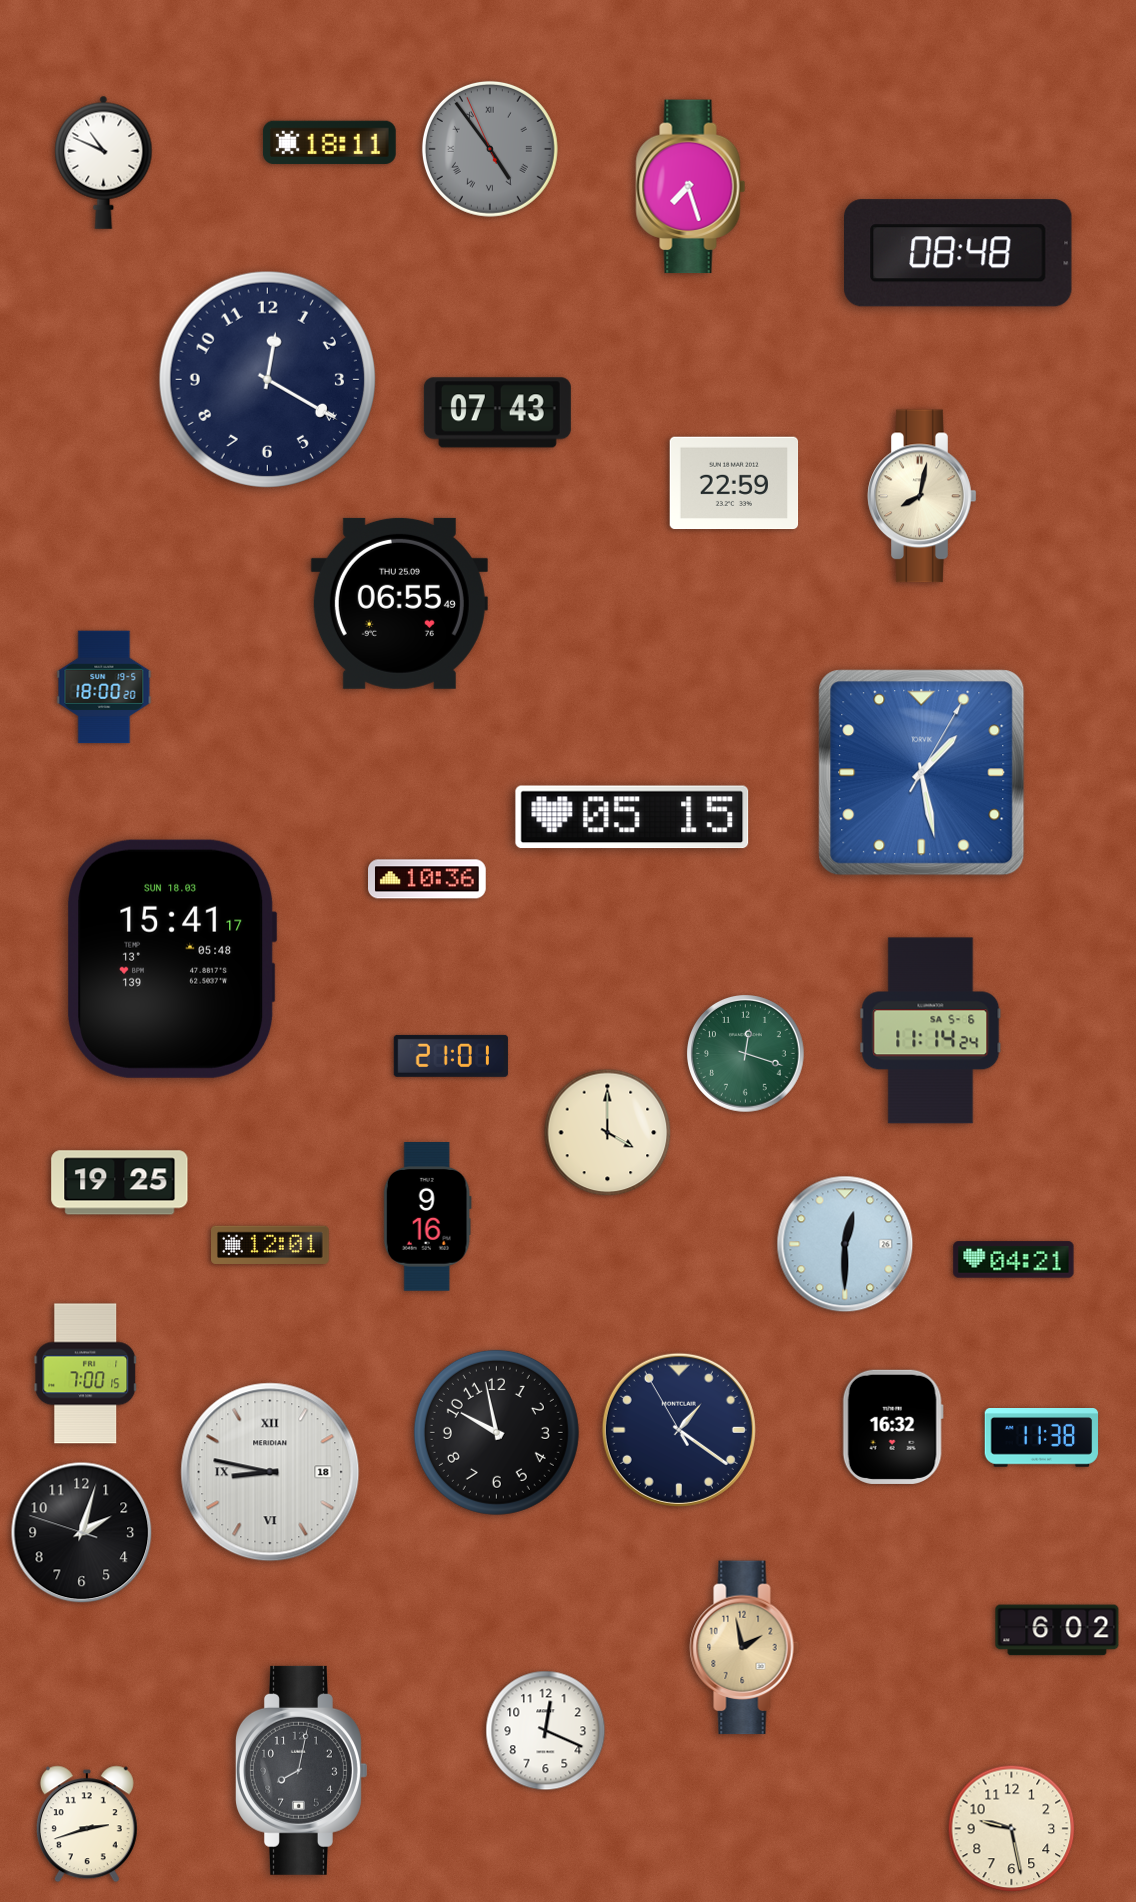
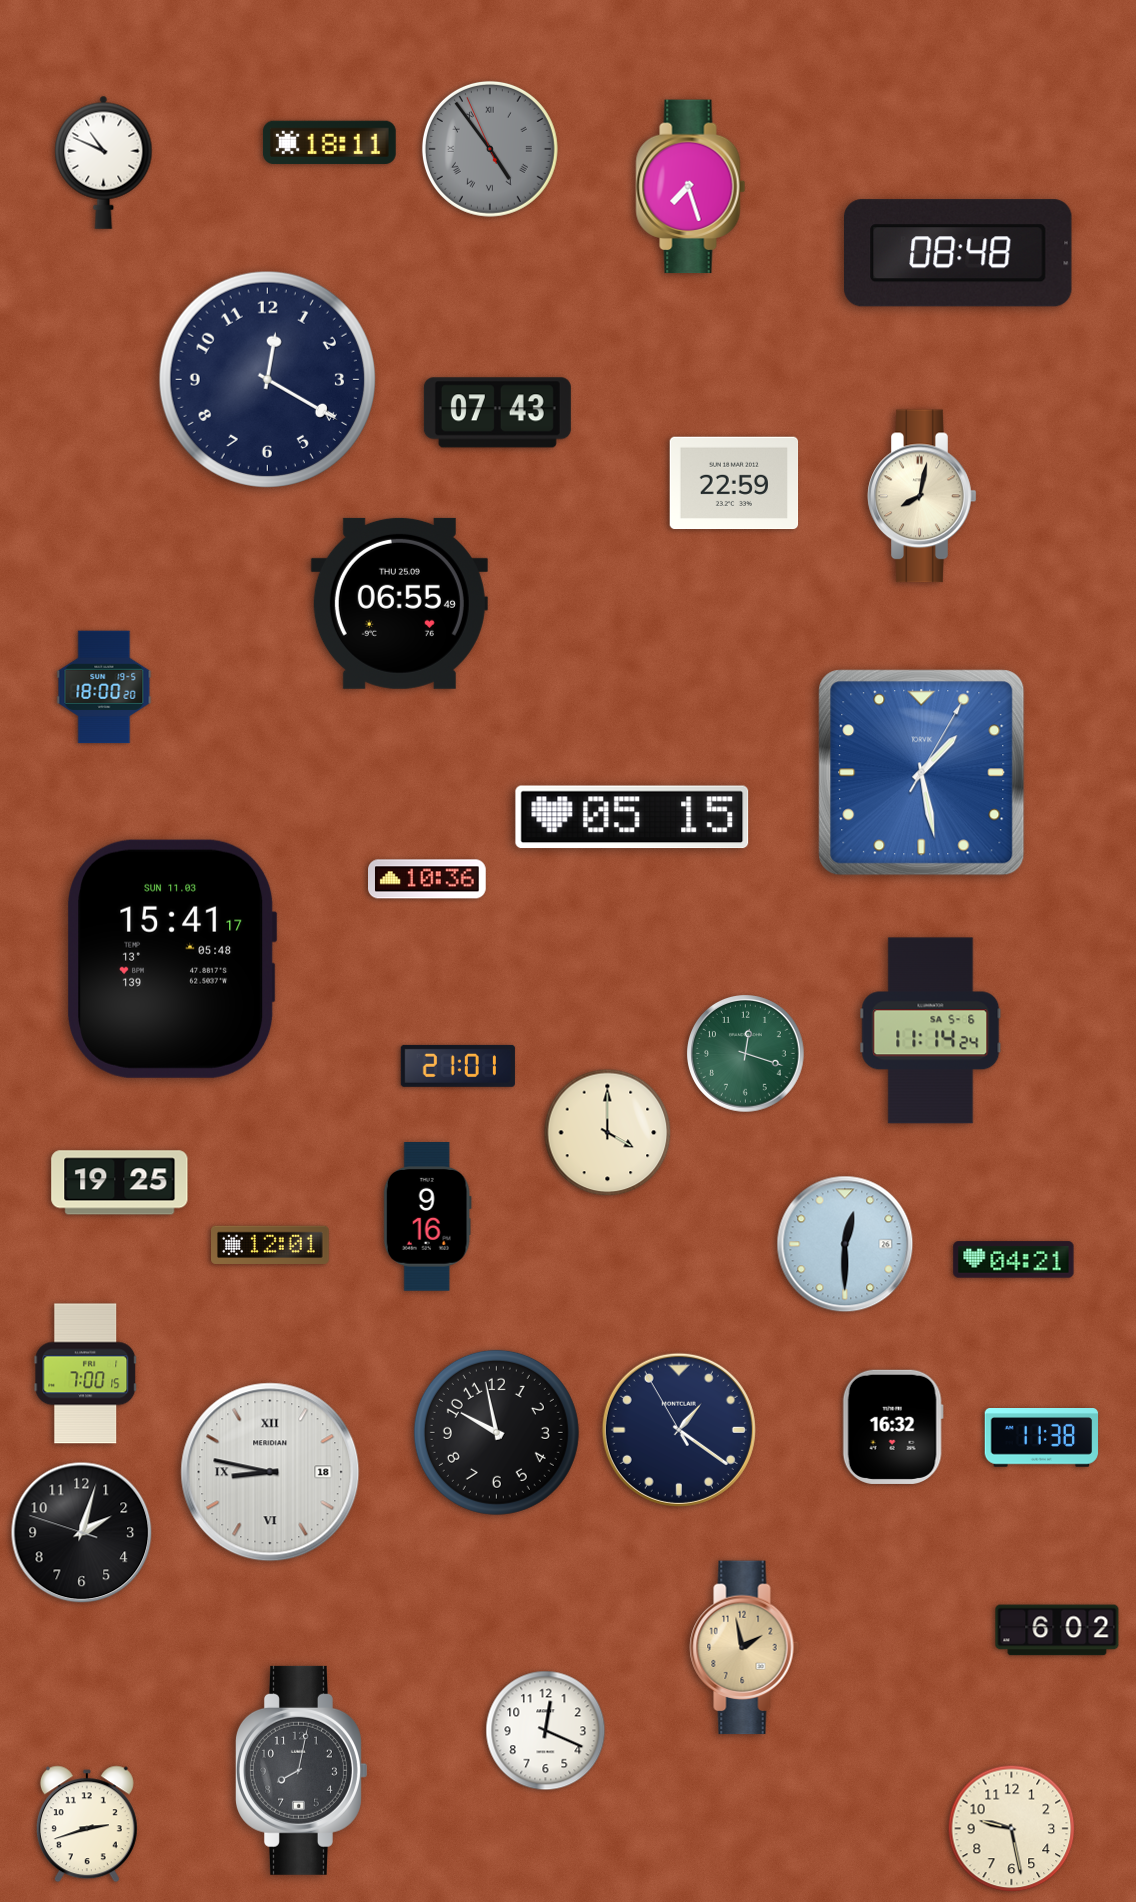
clock at (173, 959) date: SUN 18.03 -> SUN 11.03
clock at (451, 1056) position: (451, 1056) -> (458, 1066)
